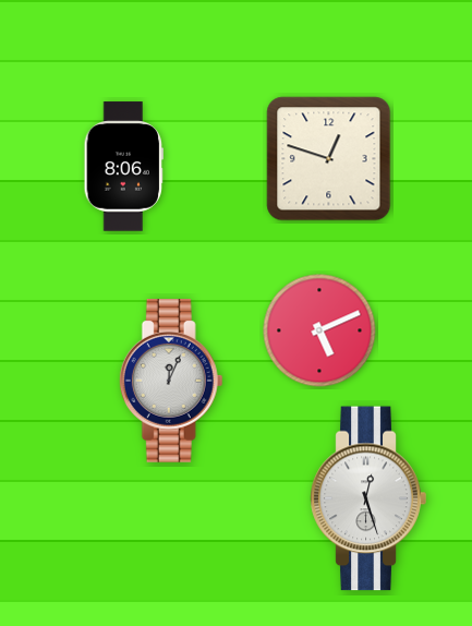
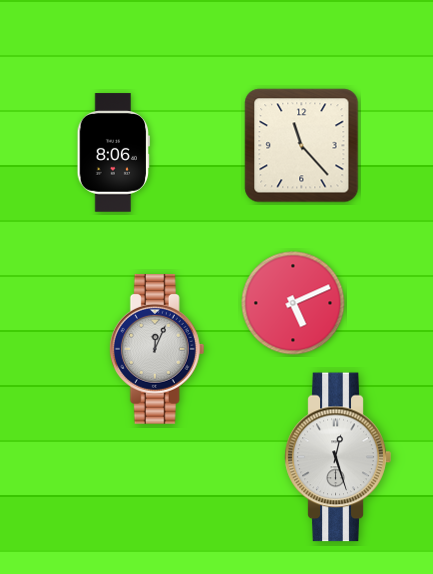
clock at (329, 159): 12:48 -> 11:23
